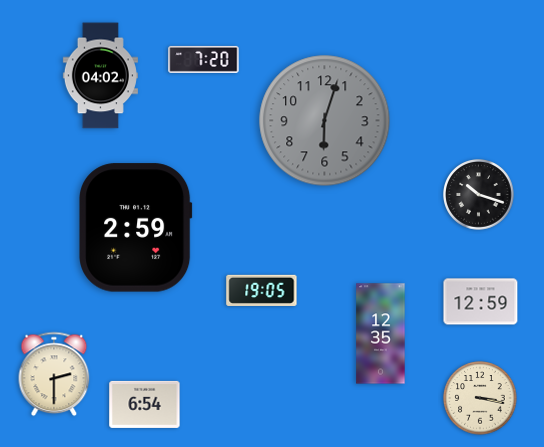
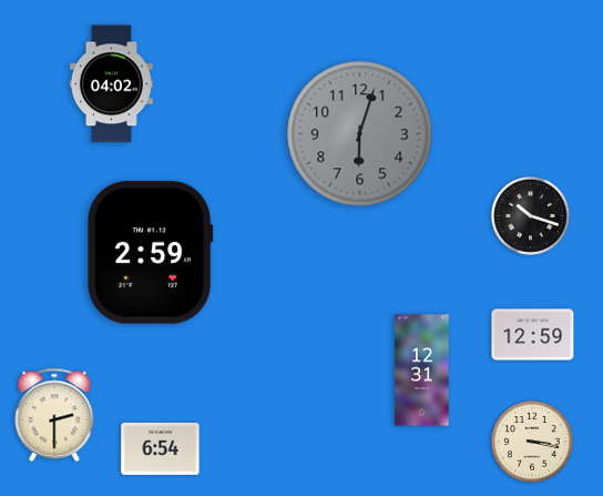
clock at (204, 59): 7:20 -> none
clock at (262, 290): 19:05 -> none
clock at (381, 334): 12:35 -> 12:31
clock at (54, 374) position: (54, 374) -> (54, 415)
